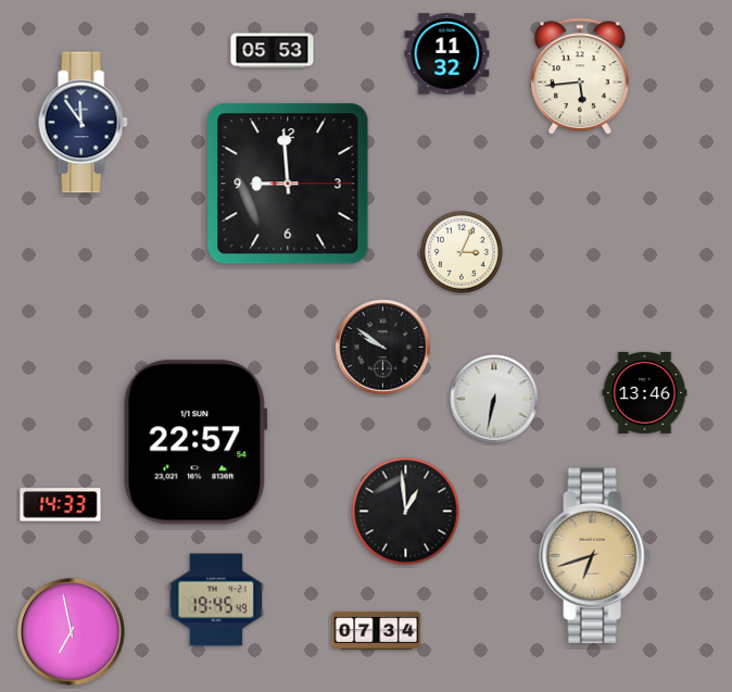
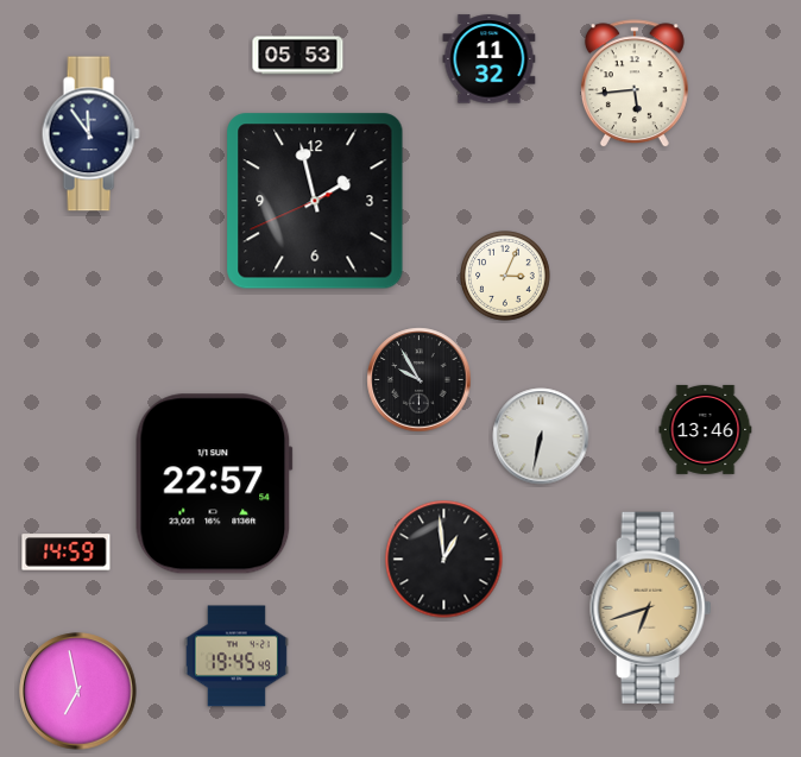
clock at (288, 184): 8:59 -> 1:57
clock at (383, 348): 9:51 -> 9:55
clock at (61, 505): 14:33 -> 14:59
clock at (377, 630): 07:34 -> none
